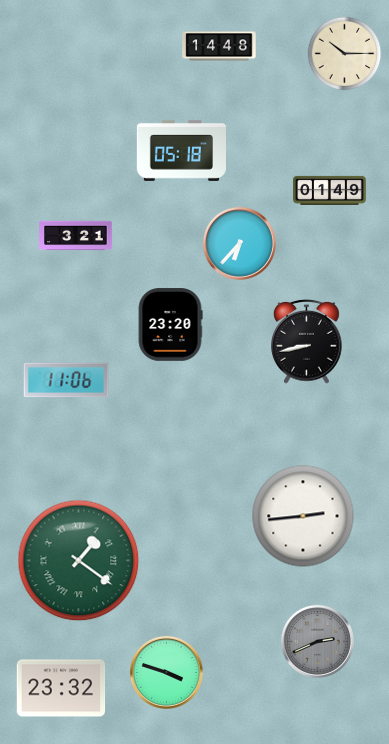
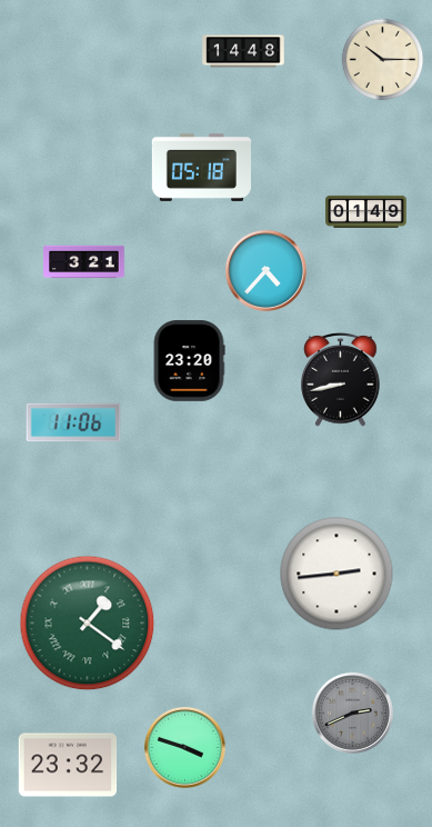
clock at (239, 243): 6:37 -> 4:37
